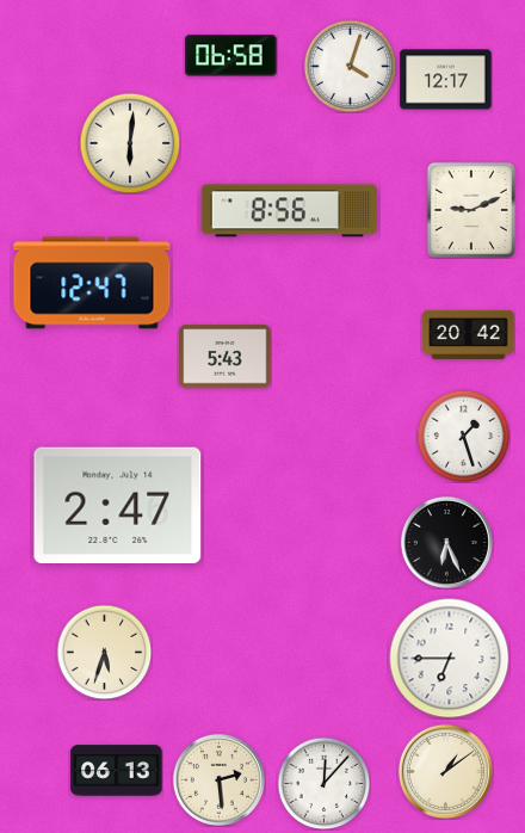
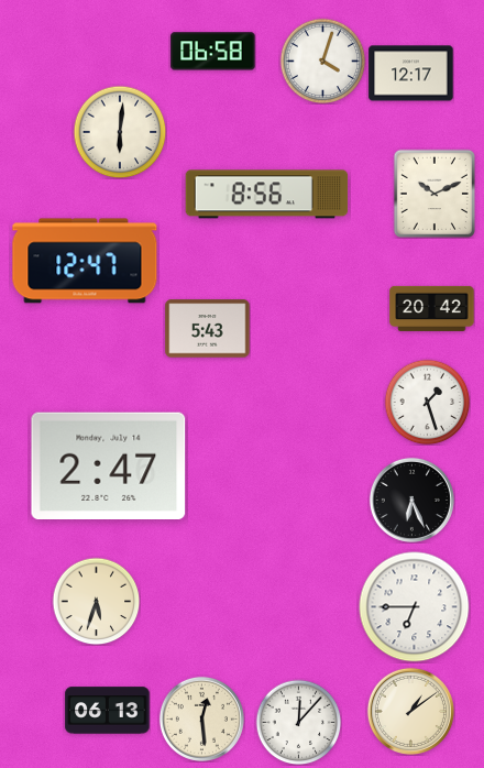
clock at (470, 209): 9:11 -> 10:11
clock at (218, 779): 2:29 -> 12:29
